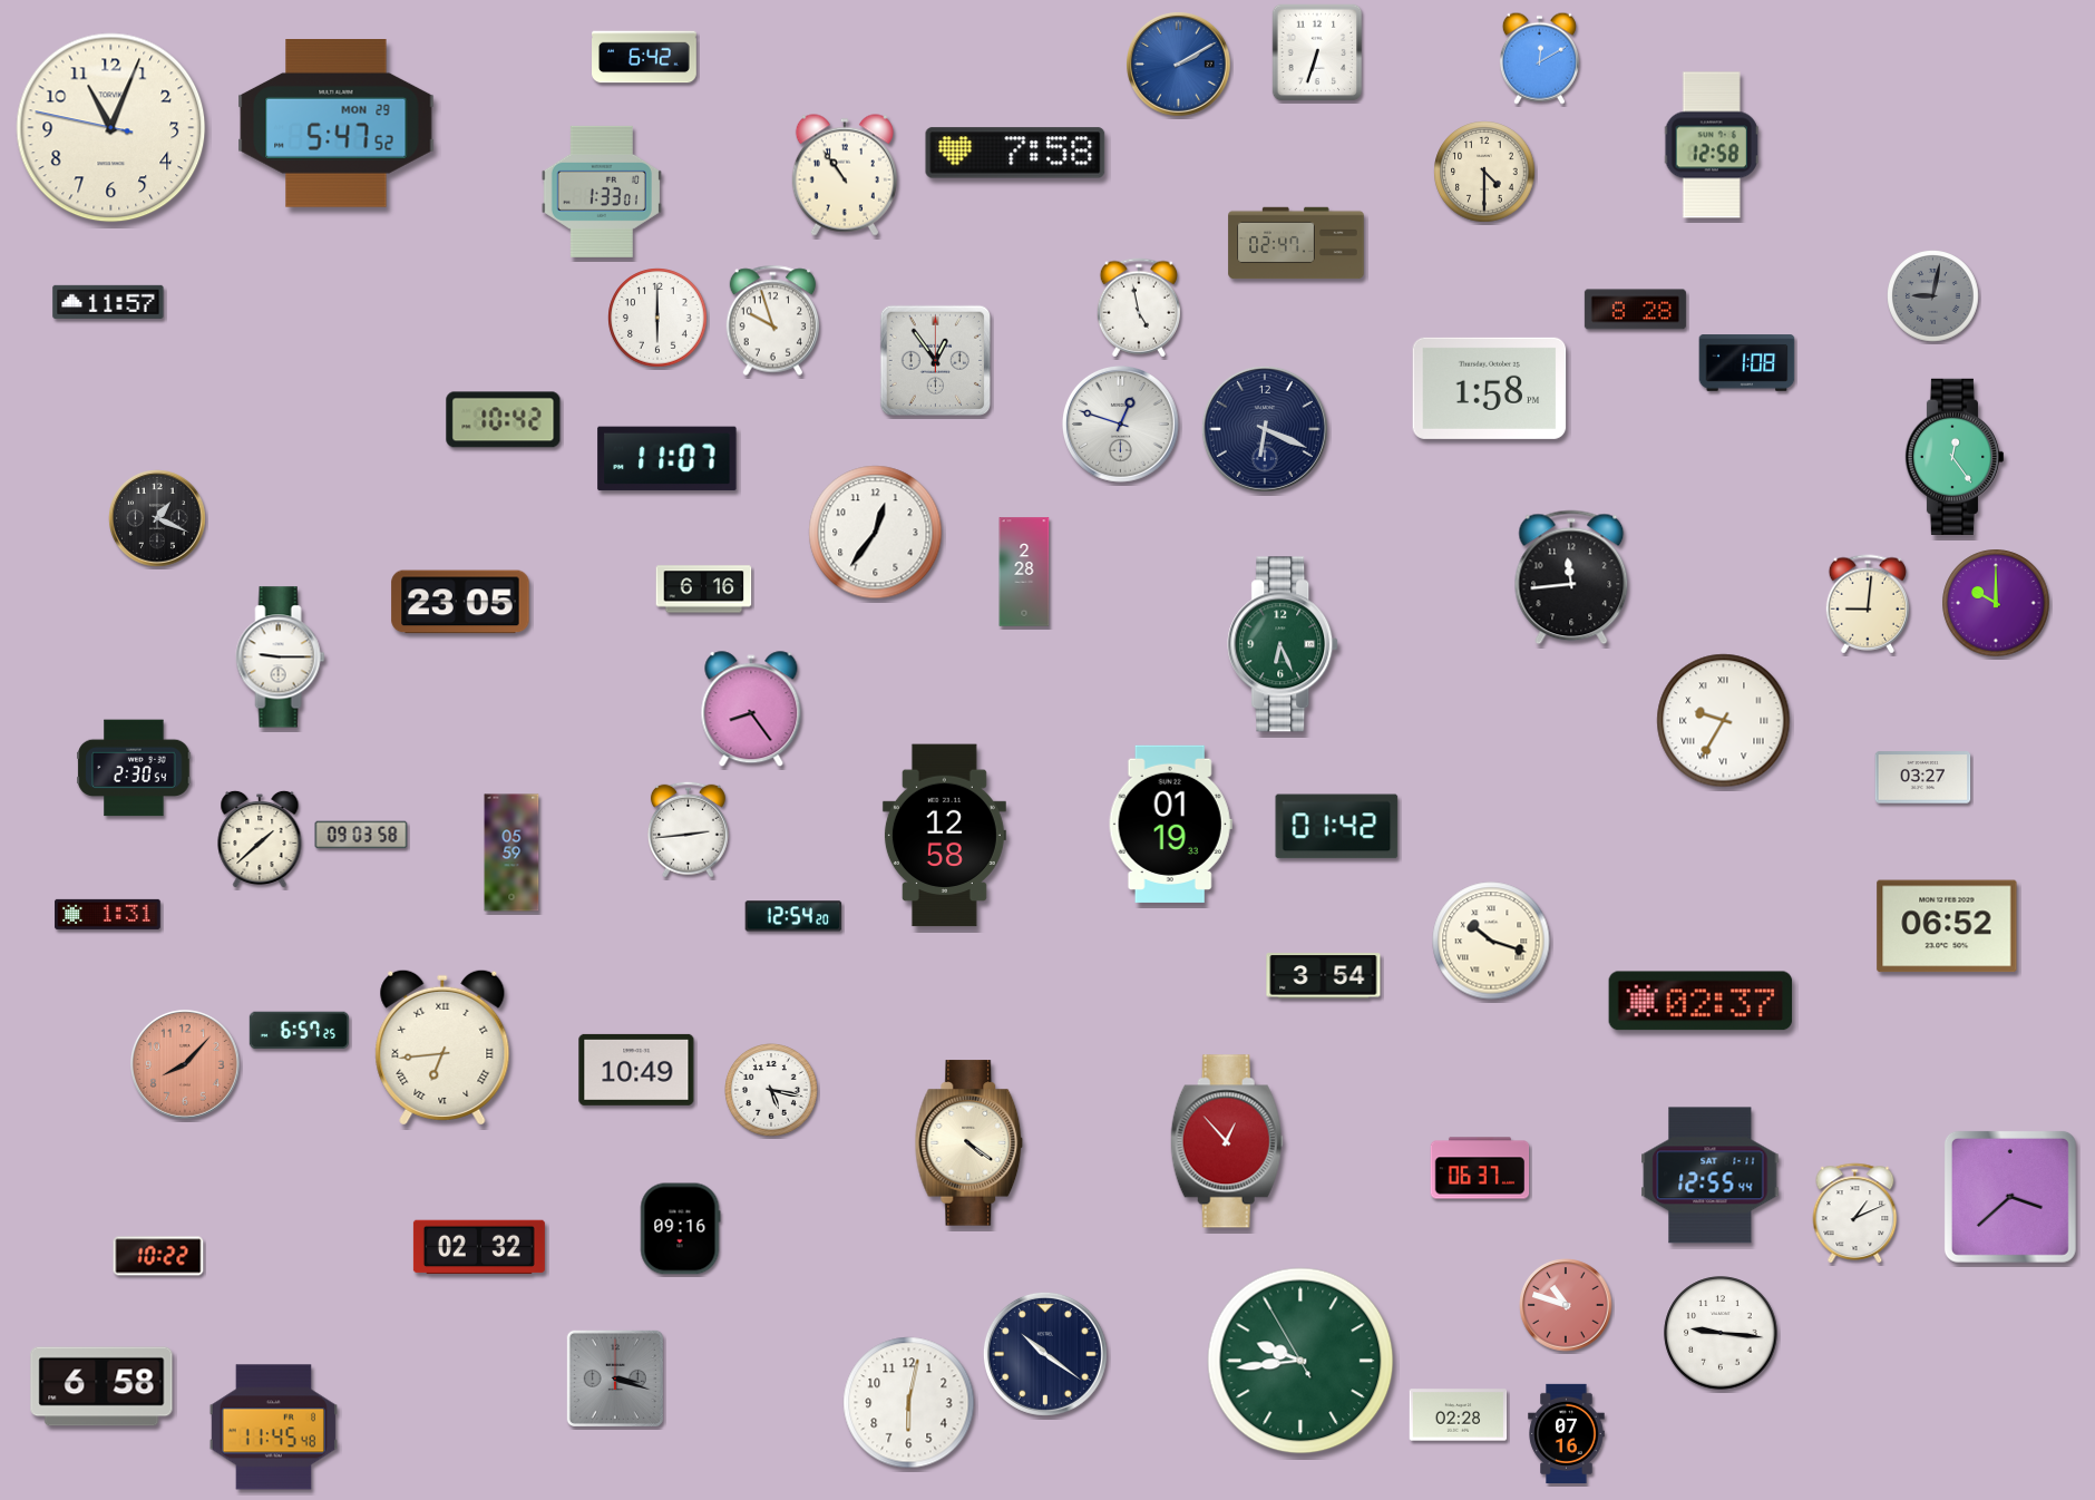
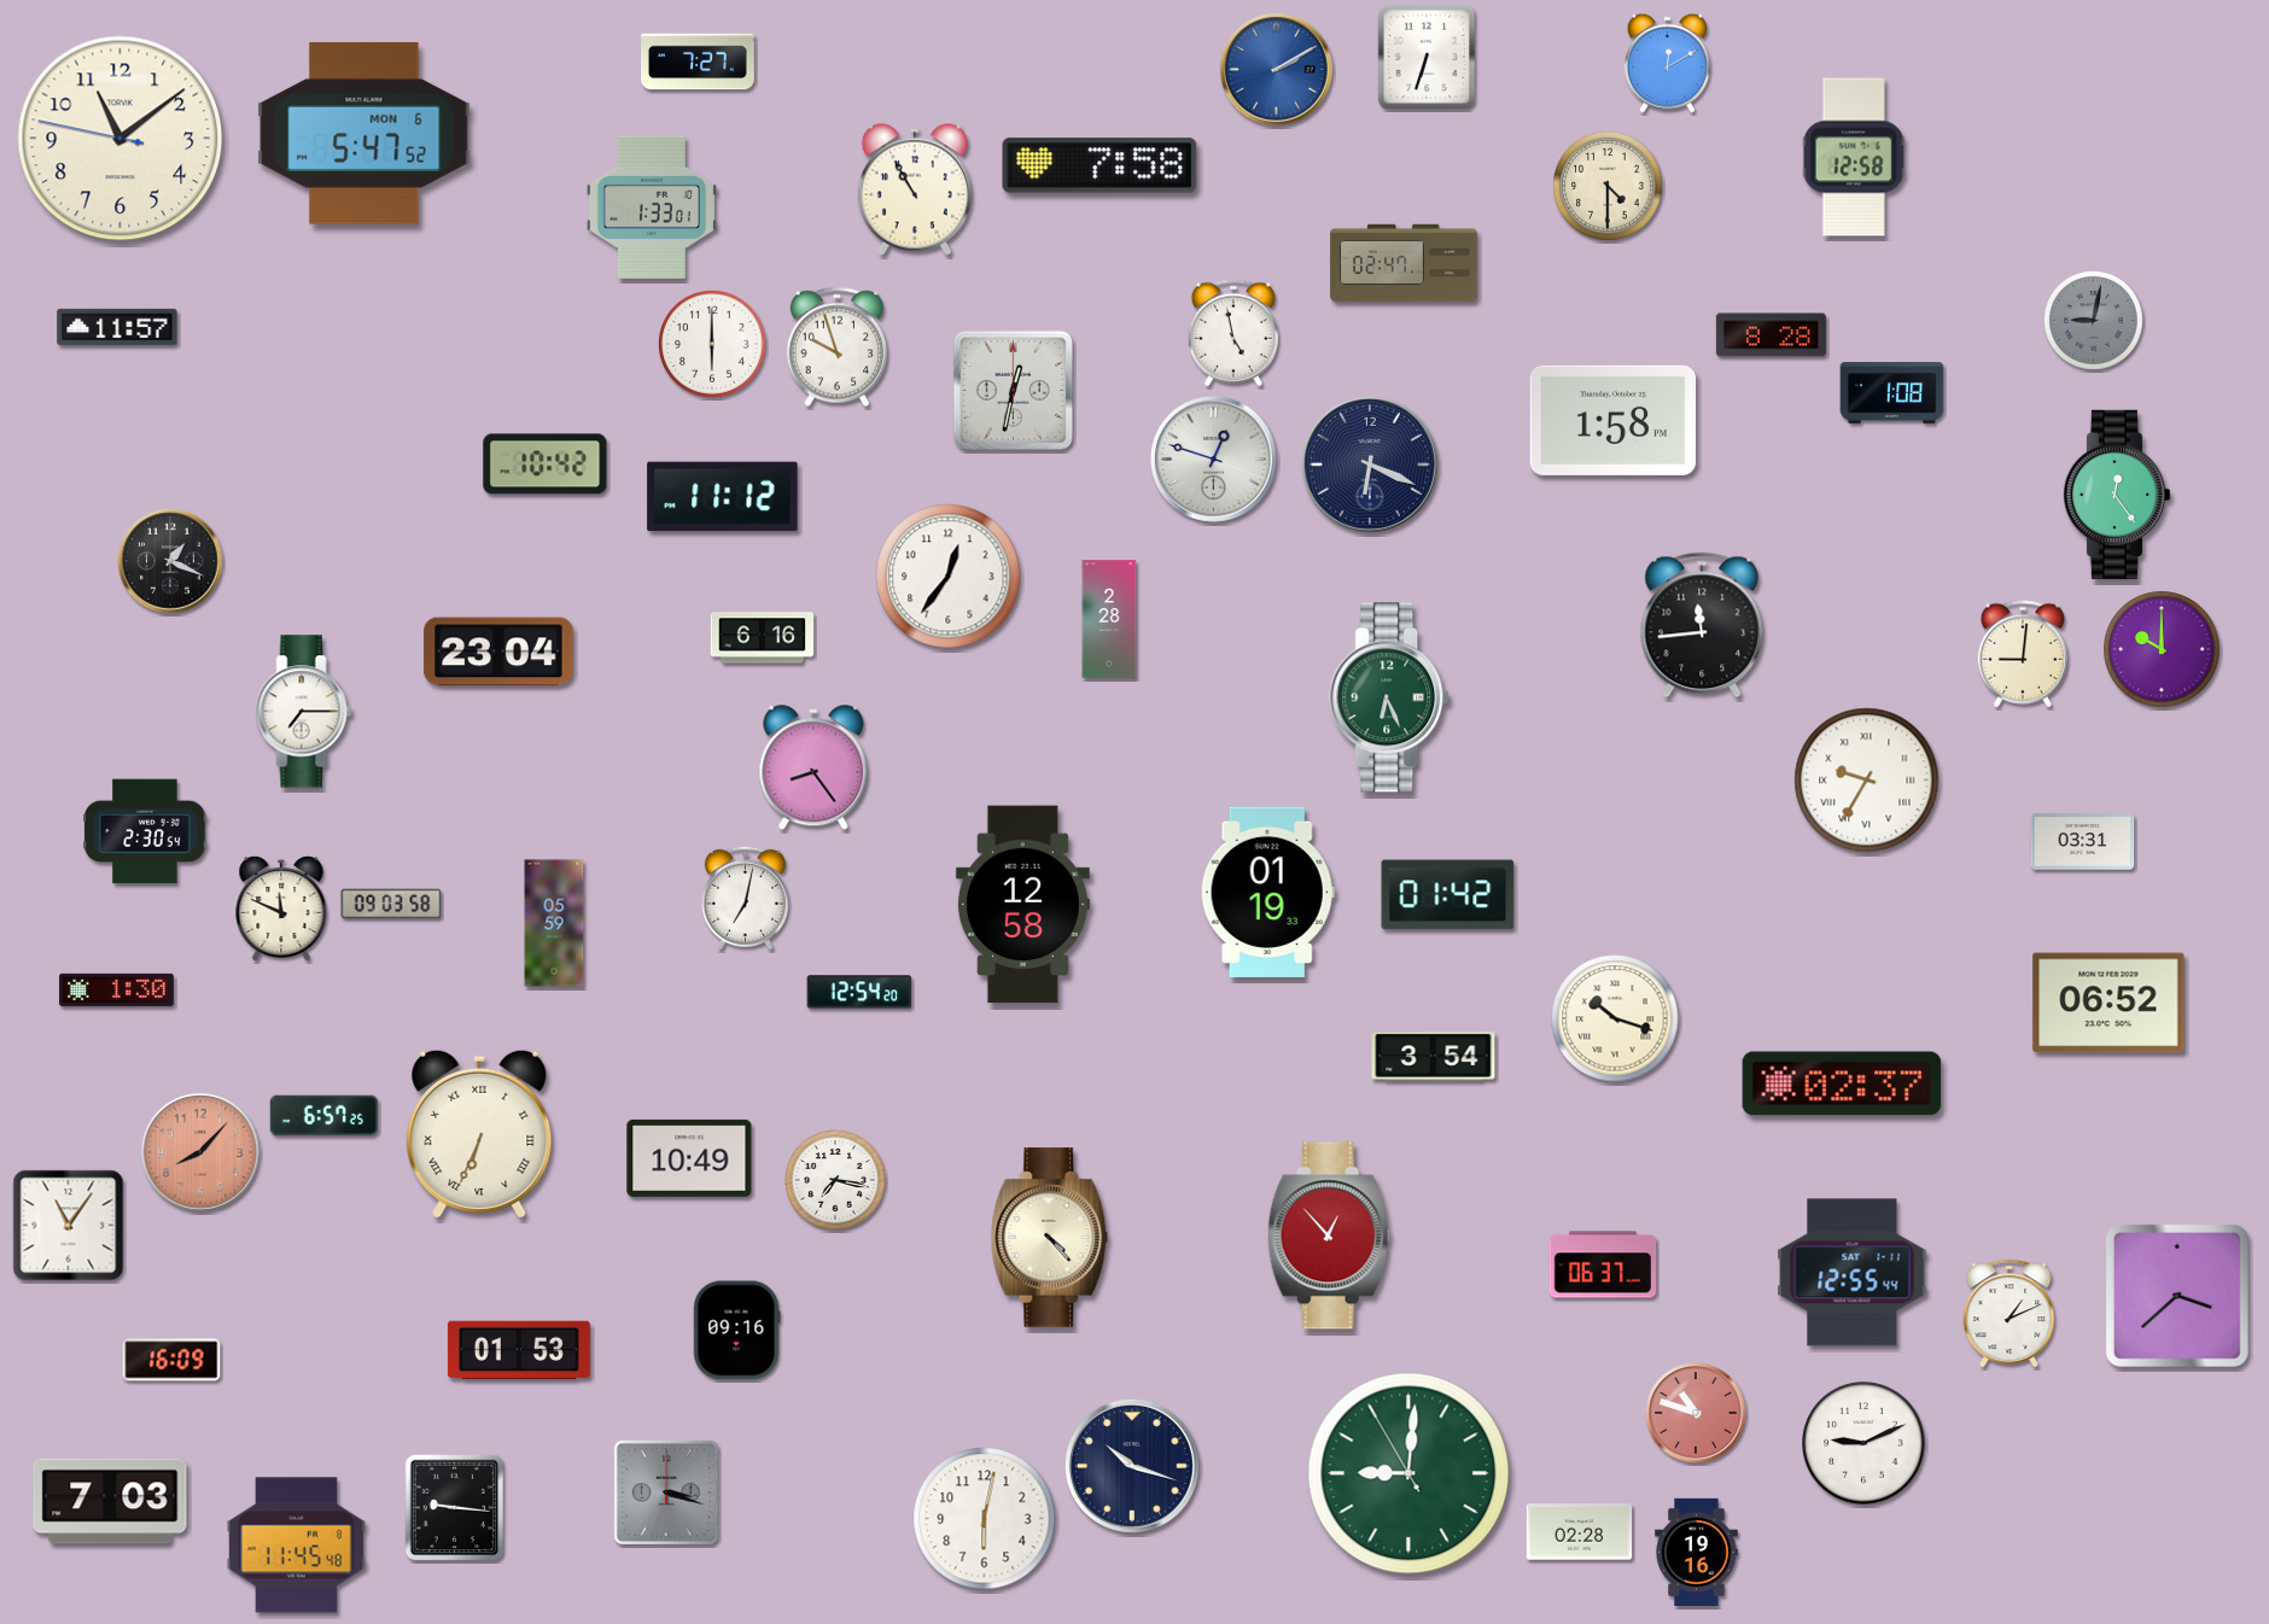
clock at (645, 57): 6:42 -> 7:27
clock at (337, 124) date: MON 29 -> MON 6
clock at (111, 128): 11:03 -> 11:08
clock at (845, 175): 10:54 -> 10:55
clock at (935, 360): 12:54 -> 12:32
clock at (504, 420) position: (504, 420) -> (546, 465)
clock at (668, 459): 11:07 -> 11:12
clock at (460, 602): 23:05 -> 23:04
clock at (1996, 603) position: (1996, 603) -> (2162, 649)
clock at (281, 658): 9:15 -> 7:15
clock at (1923, 778): 03:27 -> 03:31
clock at (688, 829): 2:44 -> 7:02
clock at (260, 838): 1:38 -> 11:49
clock at (108, 914): 1:31 -> 1:30
clock at (442, 1048): 6:44 -> 6:34
clock at (772, 1091): 5:17 -> 7:17
clock at (69, 1226): none -> 11:06
clock at (969, 1143): 4:21 -> 4:23
clock at (479, 1247): 02:32 -> 01:53
clock at (158, 1256): 10:22 -> 16:09
clock at (1721, 1333): 9:16 -> 9:11
clock at (1045, 1354): 10:21 -> 10:18
clock at (1300, 1361): 9:43 -> 9:00
clock at (101, 1386): 6:58 -> 7:03
clock at (455, 1508): none -> 9:16
clock at (1567, 1433): 07:16 -> 19:16
